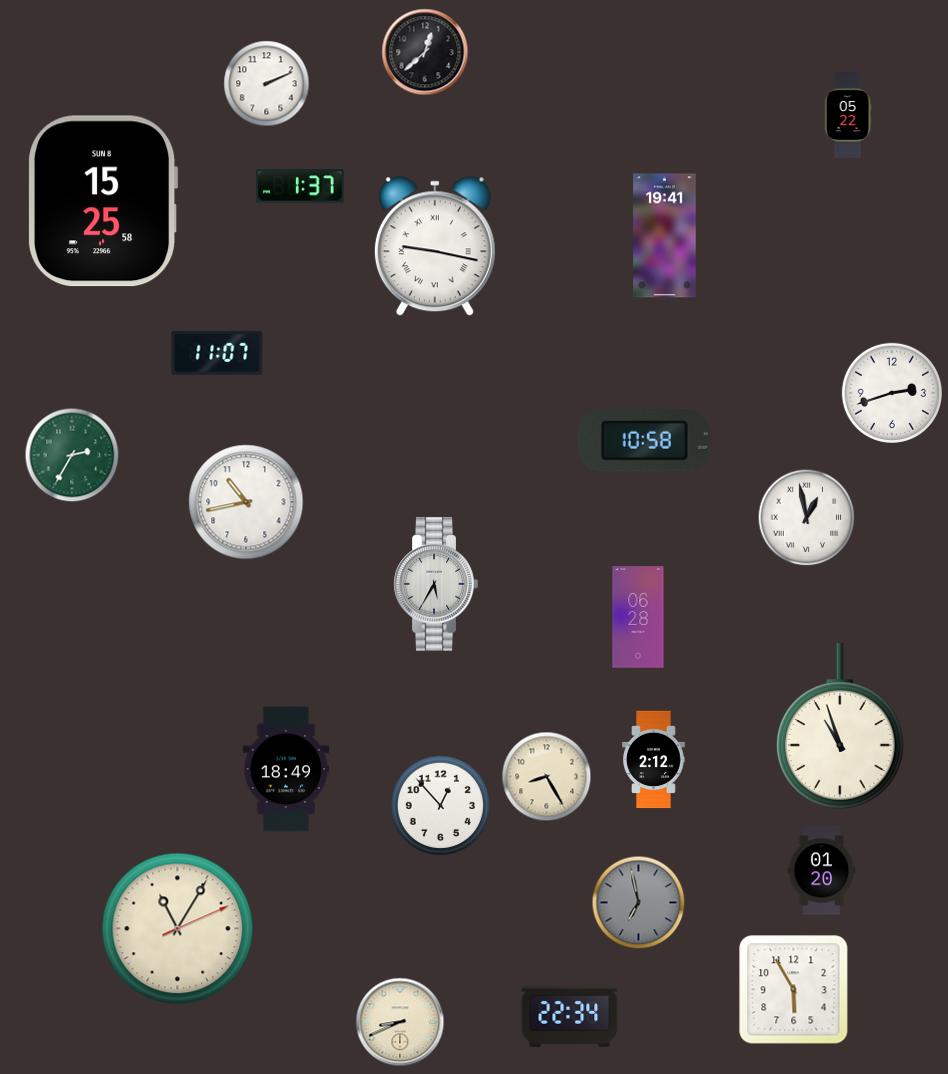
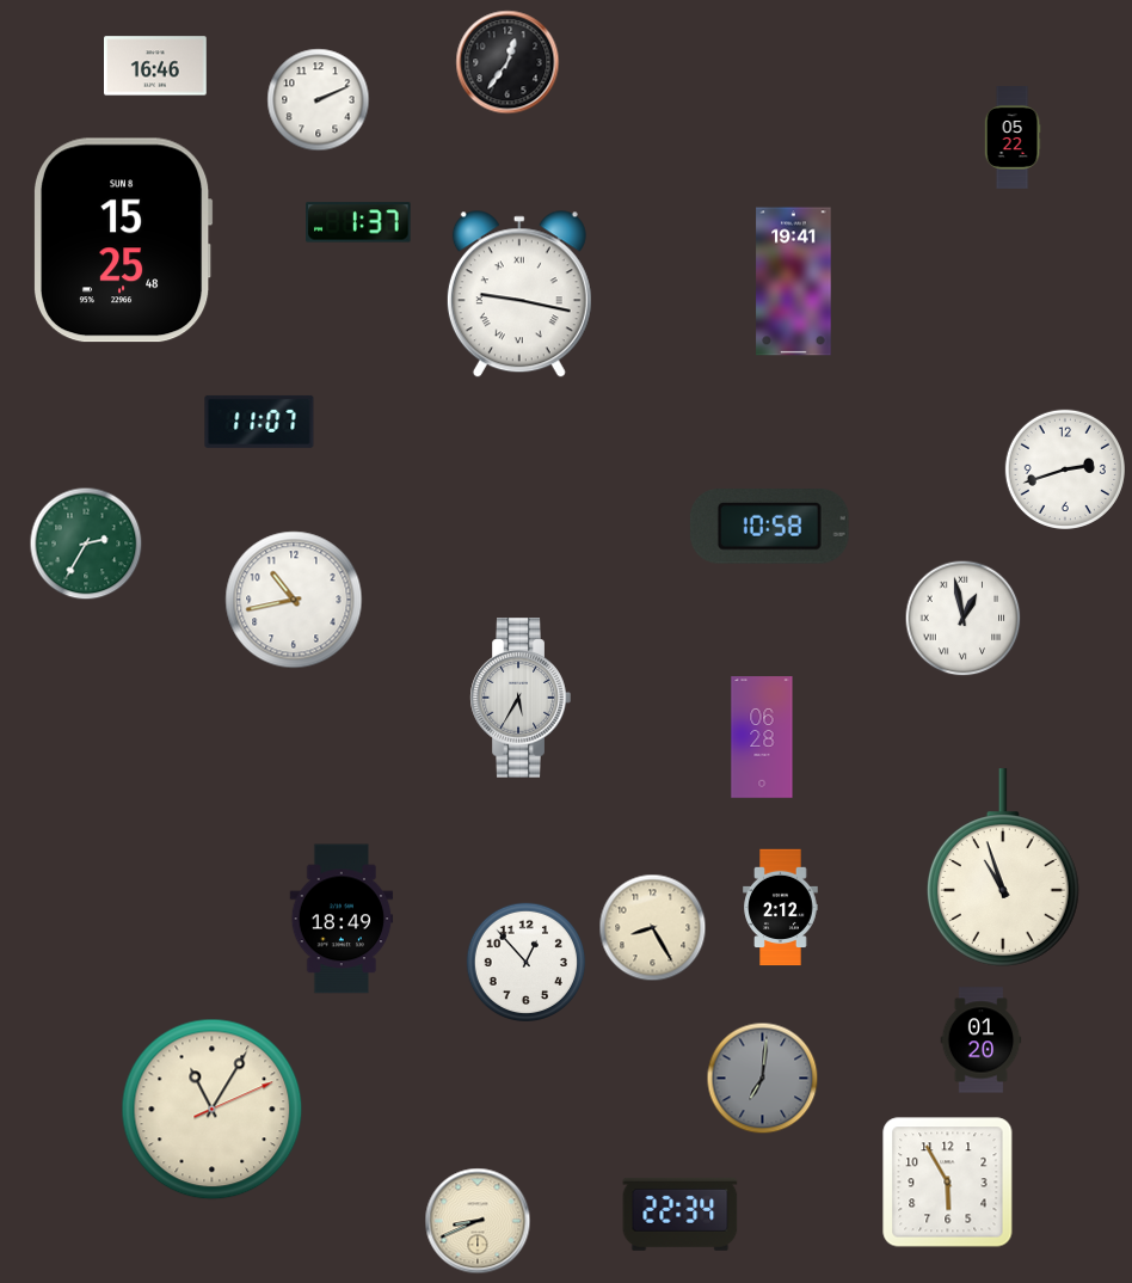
clock at (425, 52): 12:38 -> 12:36
clock at (156, 66): none -> 16:46
clock at (104, 201): 15:25:58 -> 15:25:48
clock at (639, 903): 6:58 -> 7:01
